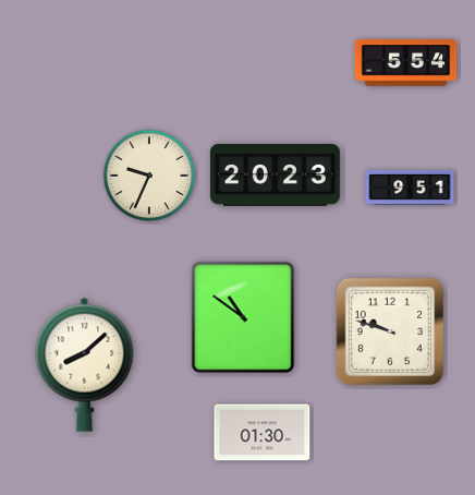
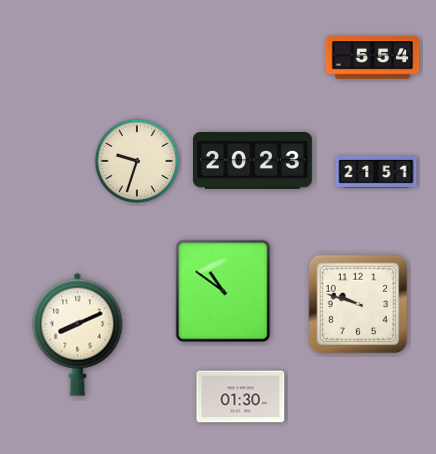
clock at (149, 176): 9:34 -> 9:33
clock at (410, 188): 9:51 -> 21:51
clock at (85, 364): 8:08 -> 8:11
